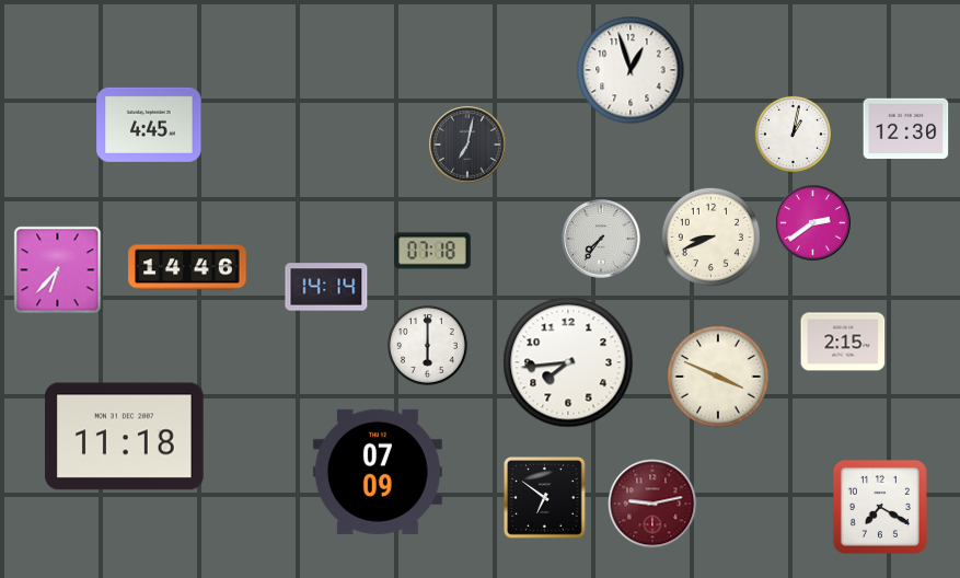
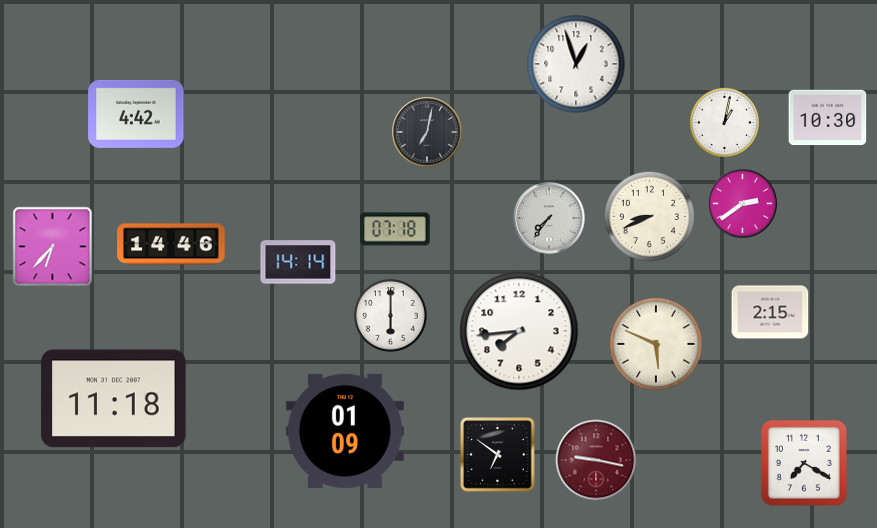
clock at (149, 125): 4:45 -> 4:42
clock at (906, 129): 12:30 -> 10:30
clock at (718, 377): 3:49 -> 5:49
clock at (378, 472): 07:09 -> 01:09
clock at (652, 504): 9:13 -> 9:17
